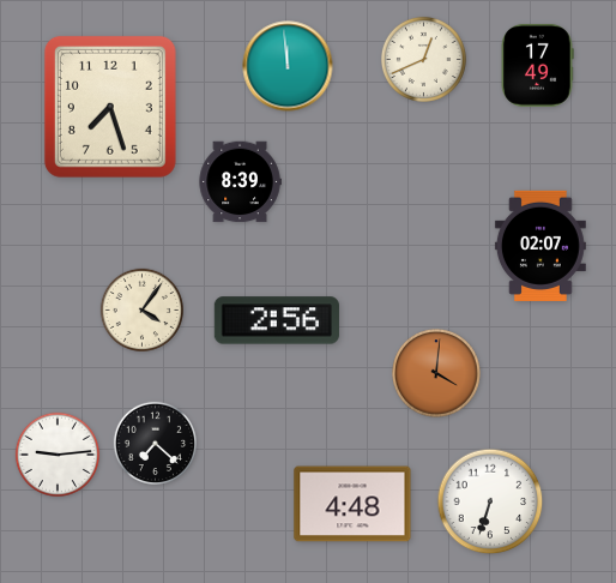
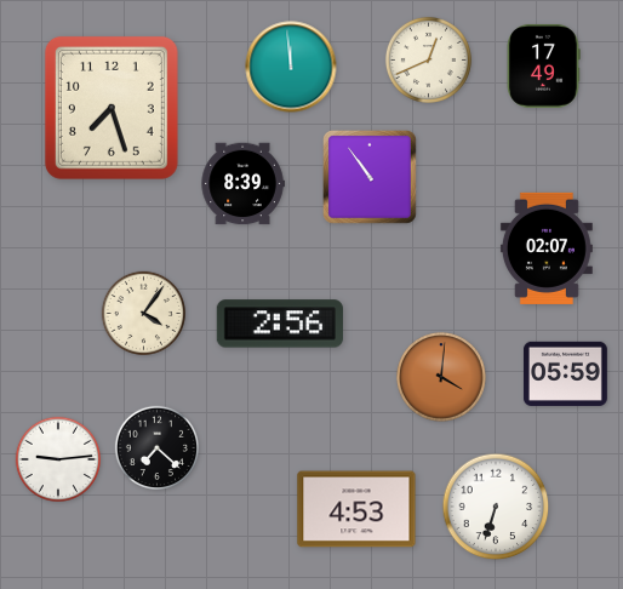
clock at (370, 177): none -> 10:54
clock at (565, 373): none -> 05:59
clock at (352, 504): 4:48 -> 4:53
